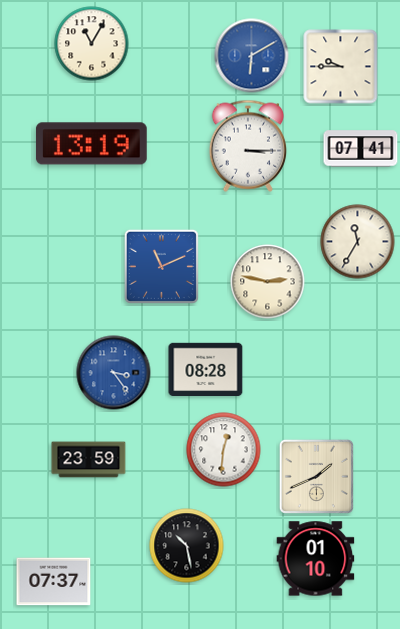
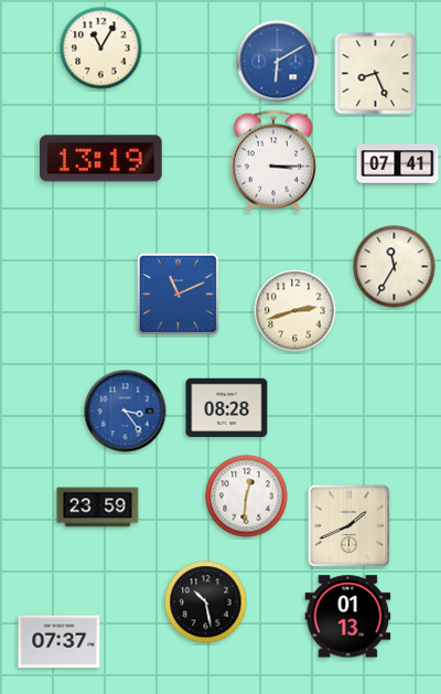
clock at (341, 67): 9:45 -> 8:26
clock at (268, 282): 2:47 -> 2:42
clock at (316, 559): 01:10 -> 01:13
